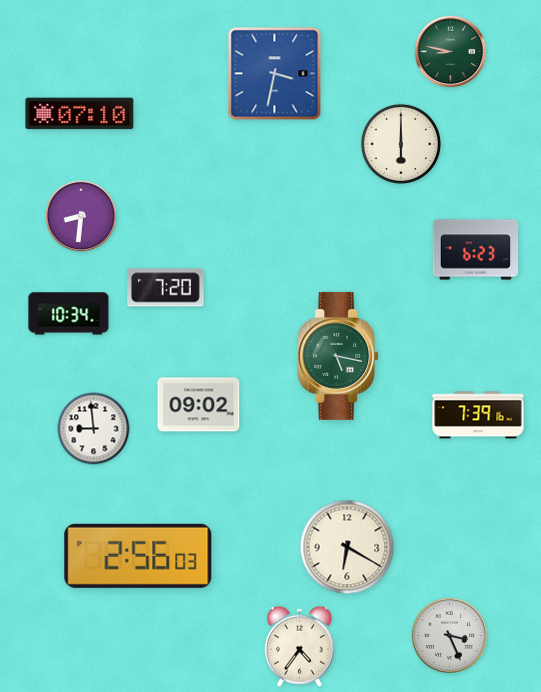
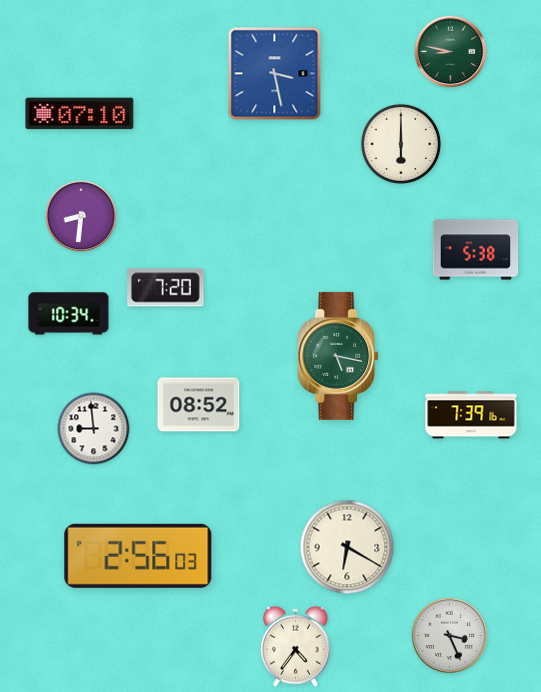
clock at (275, 74): 3:32 -> 3:28
clock at (476, 250): 6:23 -> 5:38
clock at (199, 405): 09:02 -> 08:52
clock at (478, 415) position: (478, 415) -> (471, 415)
clock at (299, 646) position: (299, 646) -> (295, 646)
